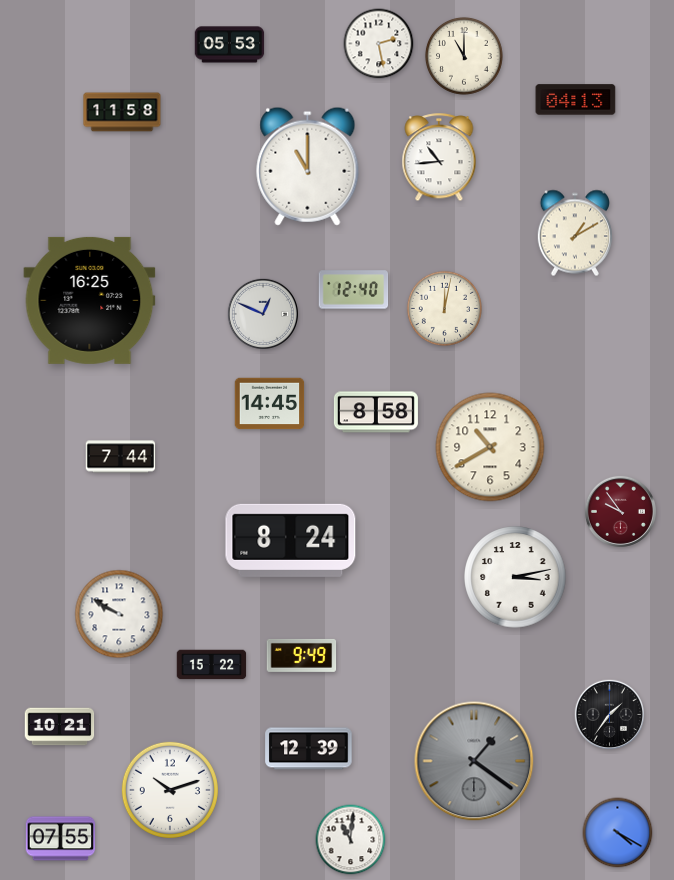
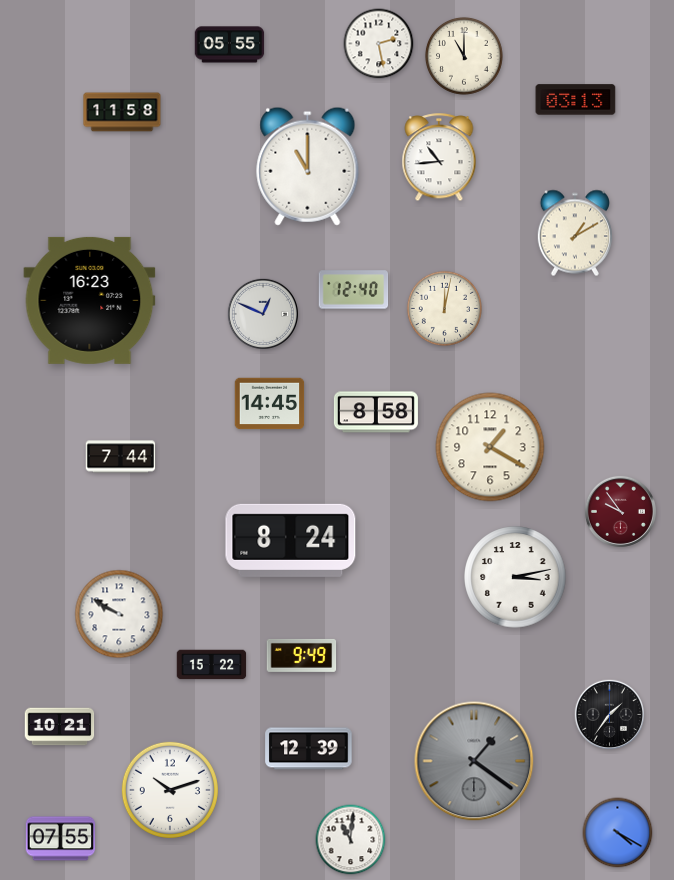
clock at (230, 45): 05:53 -> 05:55
clock at (576, 100): 04:13 -> 03:13
clock at (90, 300): 16:25 -> 16:23
clock at (490, 447): 10:40 -> 1:20
